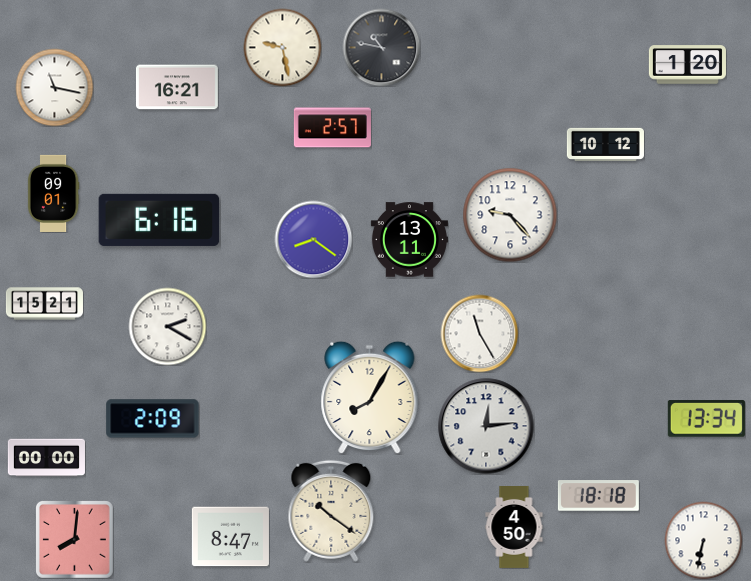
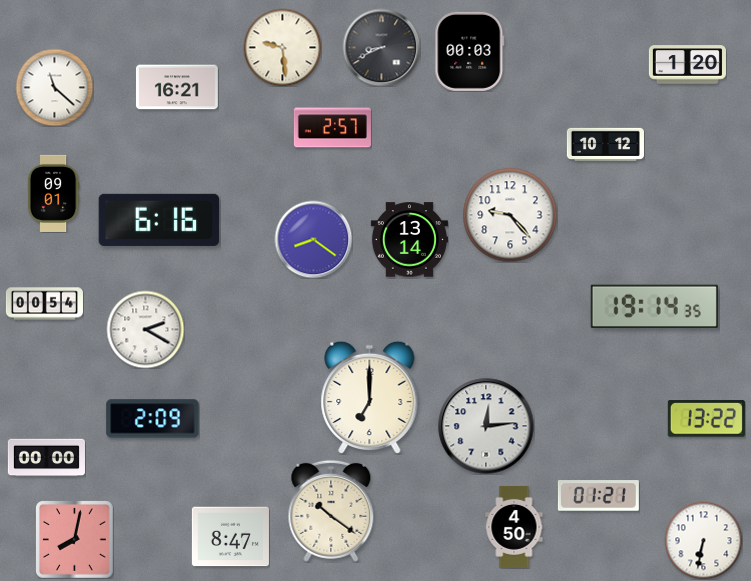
clock at (282, 47): 9:28 -> 9:29
clock at (381, 47): 10:47 -> 8:41
clock at (470, 51): none -> 00:03
clock at (54, 87): 11:17 -> 11:22
clock at (409, 240): 13:11 -> 13:14
clock at (44, 304): 15:21 -> 00:54
clock at (654, 307): none -> 19:14
clock at (167, 326) position: (167, 326) -> (145, 329)
clock at (479, 333): 11:25 -> none
clock at (370, 397): 8:05 -> 7:00
clock at (706, 419): 13:34 -> 13:22
clock at (598, 496): 18:18 -> 01:21
clock at (75, 540): 8:01 -> 8:02
